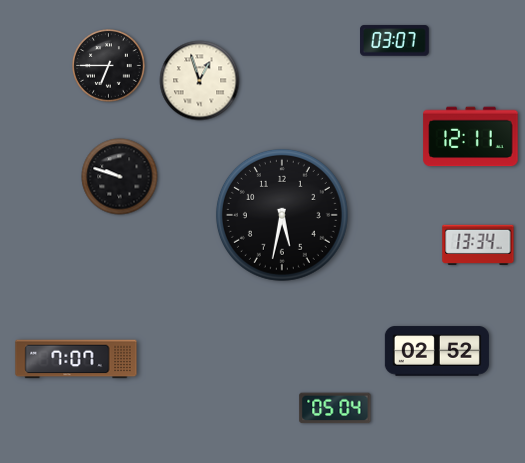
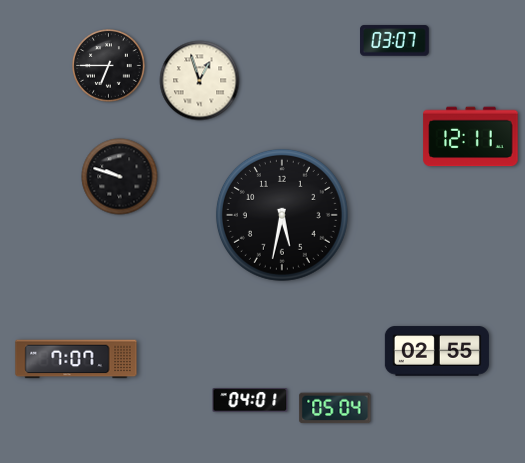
clock at (478, 245): 13:34 -> none
clock at (437, 351): 02:52 -> 02:55
clock at (250, 400): none -> 04:01
